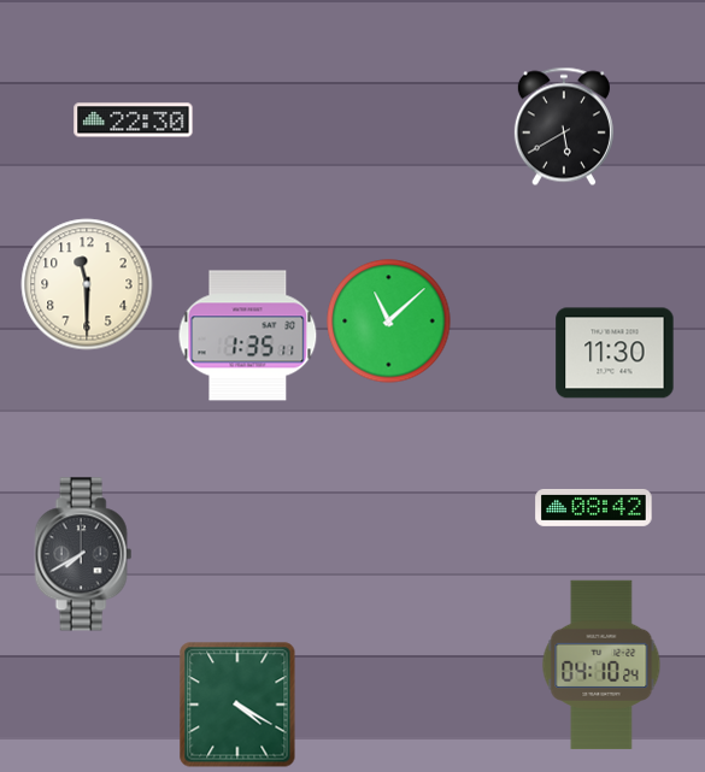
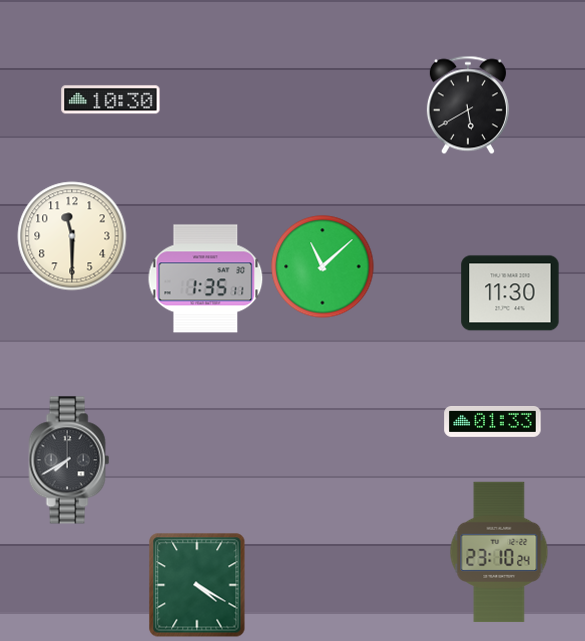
clock at (134, 120): 22:30 -> 10:30
clock at (594, 508): 08:42 -> 01:33
clock at (601, 665): 04:10 -> 23:10
